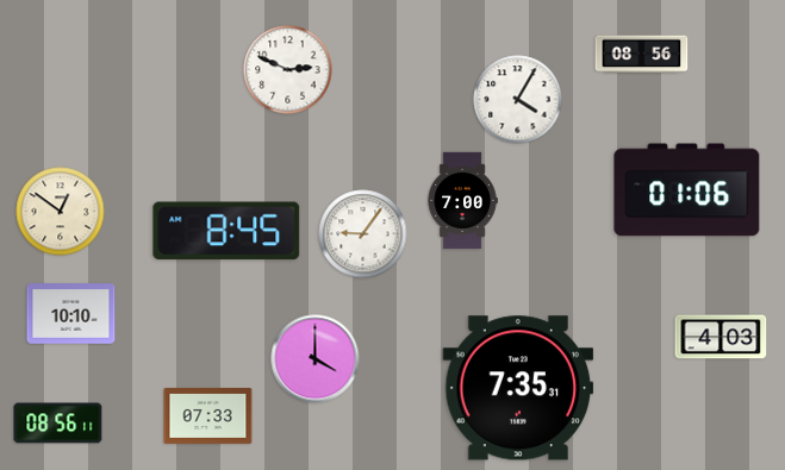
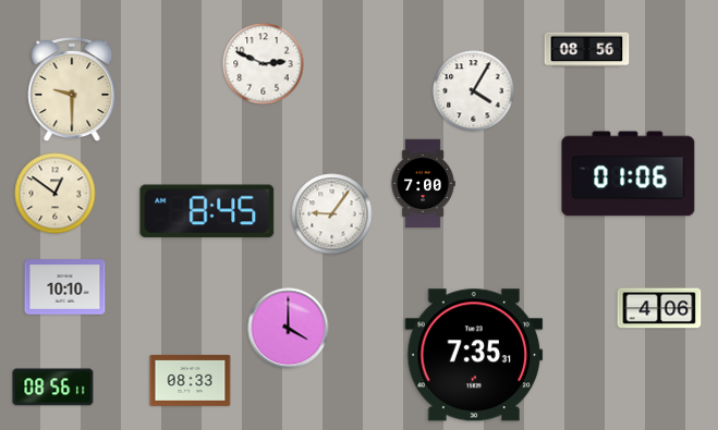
clock at (72, 89): none -> 9:30
clock at (721, 337): 4:03 -> 4:06
clock at (208, 415): 07:33 -> 08:33
